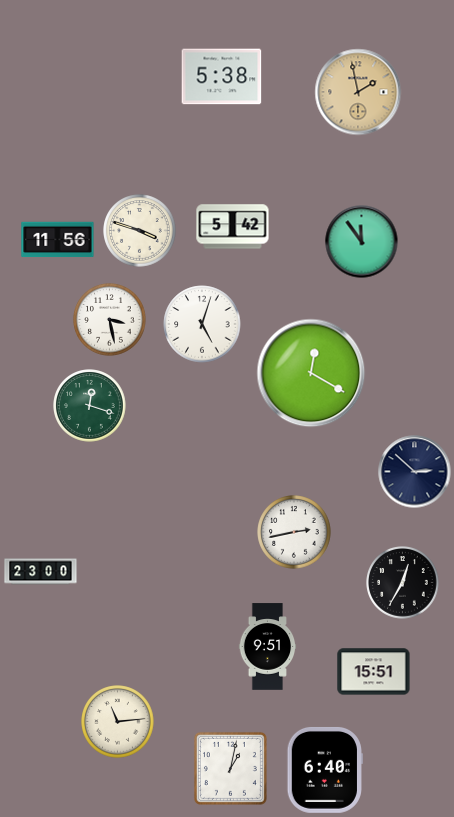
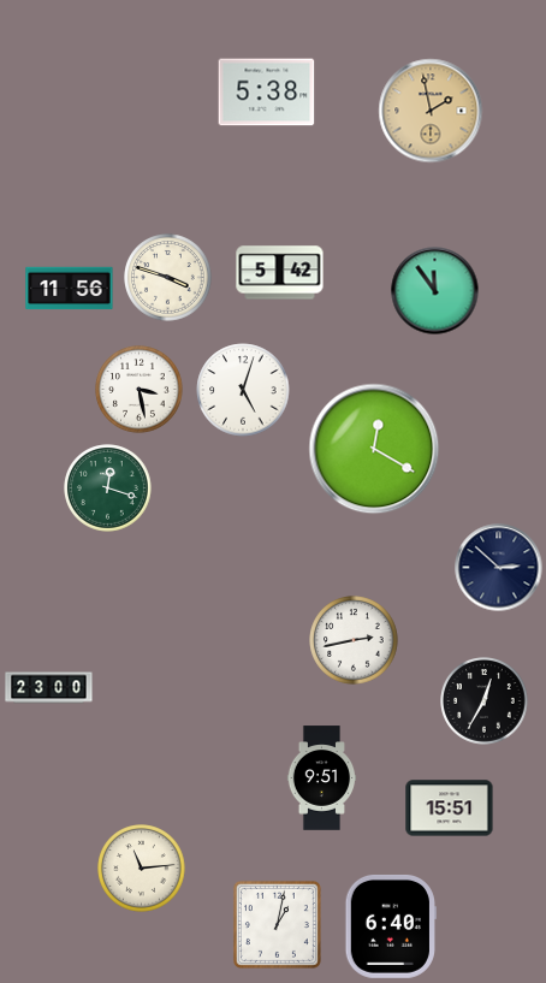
clock at (110, 320) position: (110, 320) -> (140, 390)
